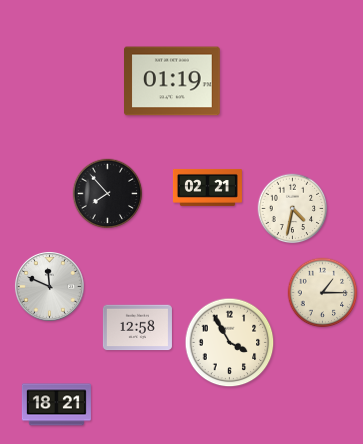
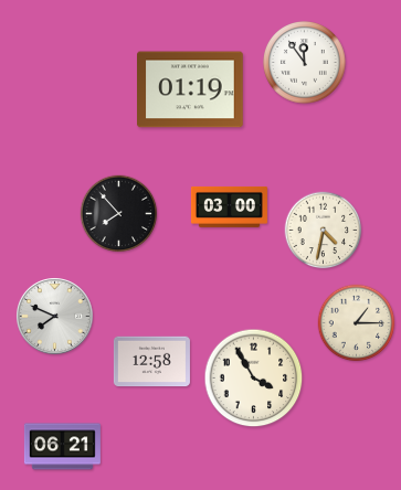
clock at (305, 63): none -> 11:54
clock at (207, 187): 02:21 -> 03:00
clock at (50, 287): 11:49 -> 7:49
clock at (56, 405): 18:21 -> 06:21
